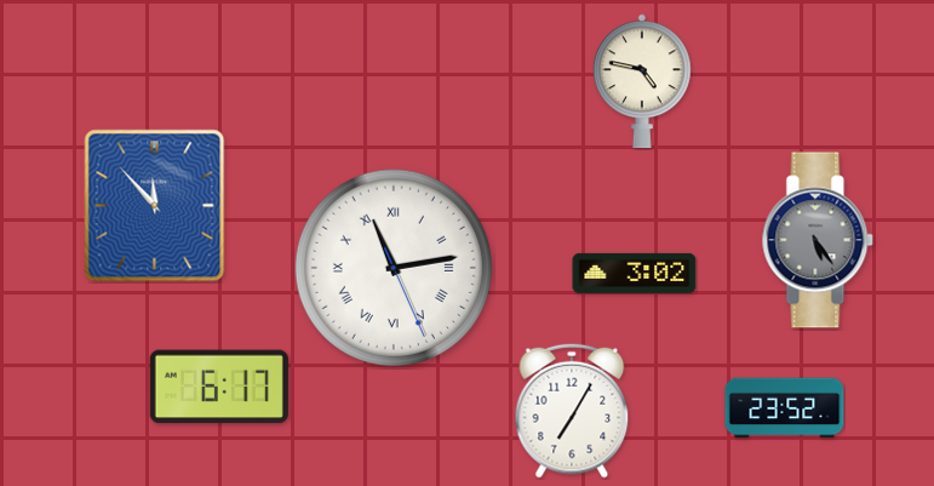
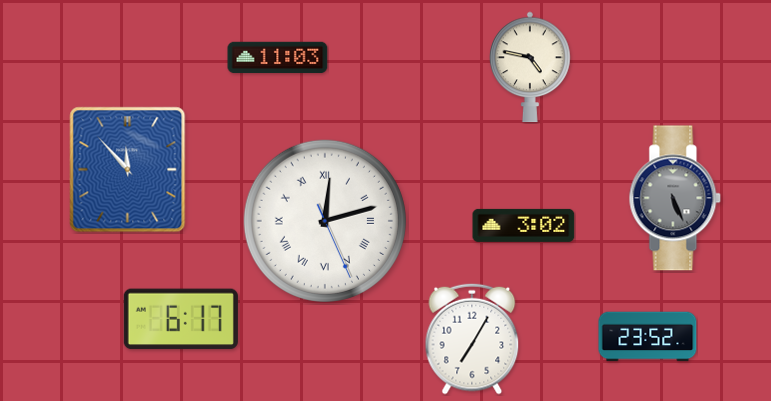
clock at (278, 58): none -> 11:03
clock at (818, 240): 5:24 -> 5:26
clock at (394, 268): 11:13 -> 12:12
